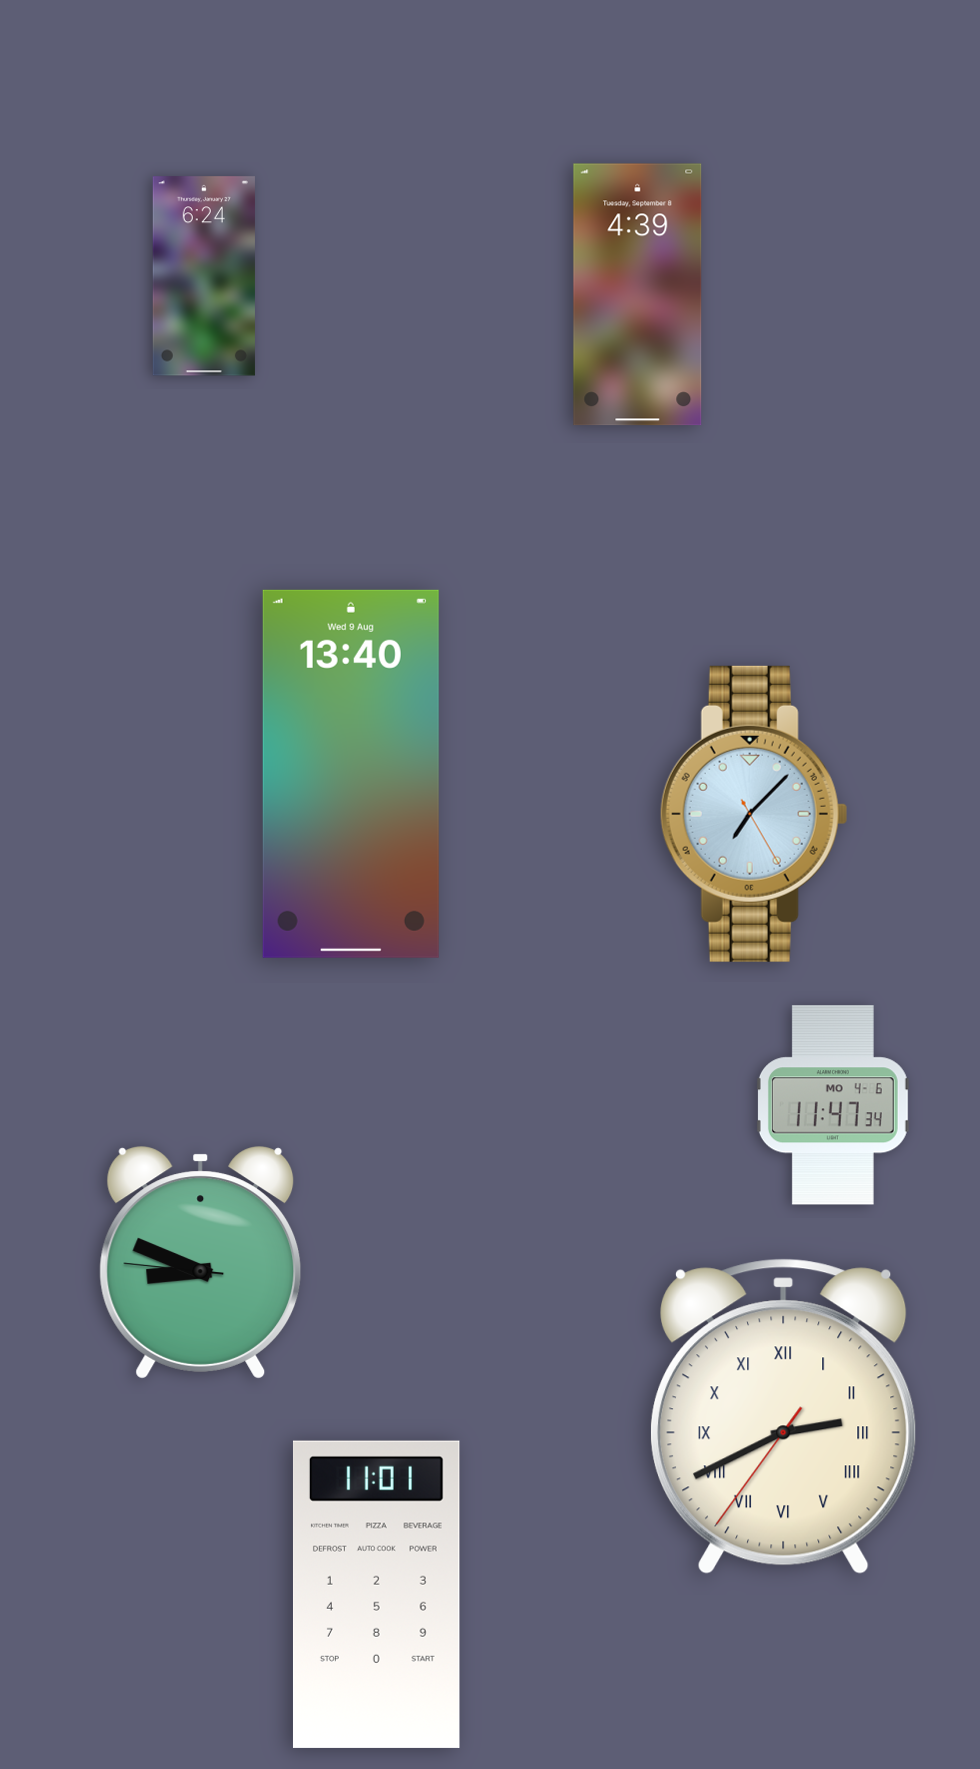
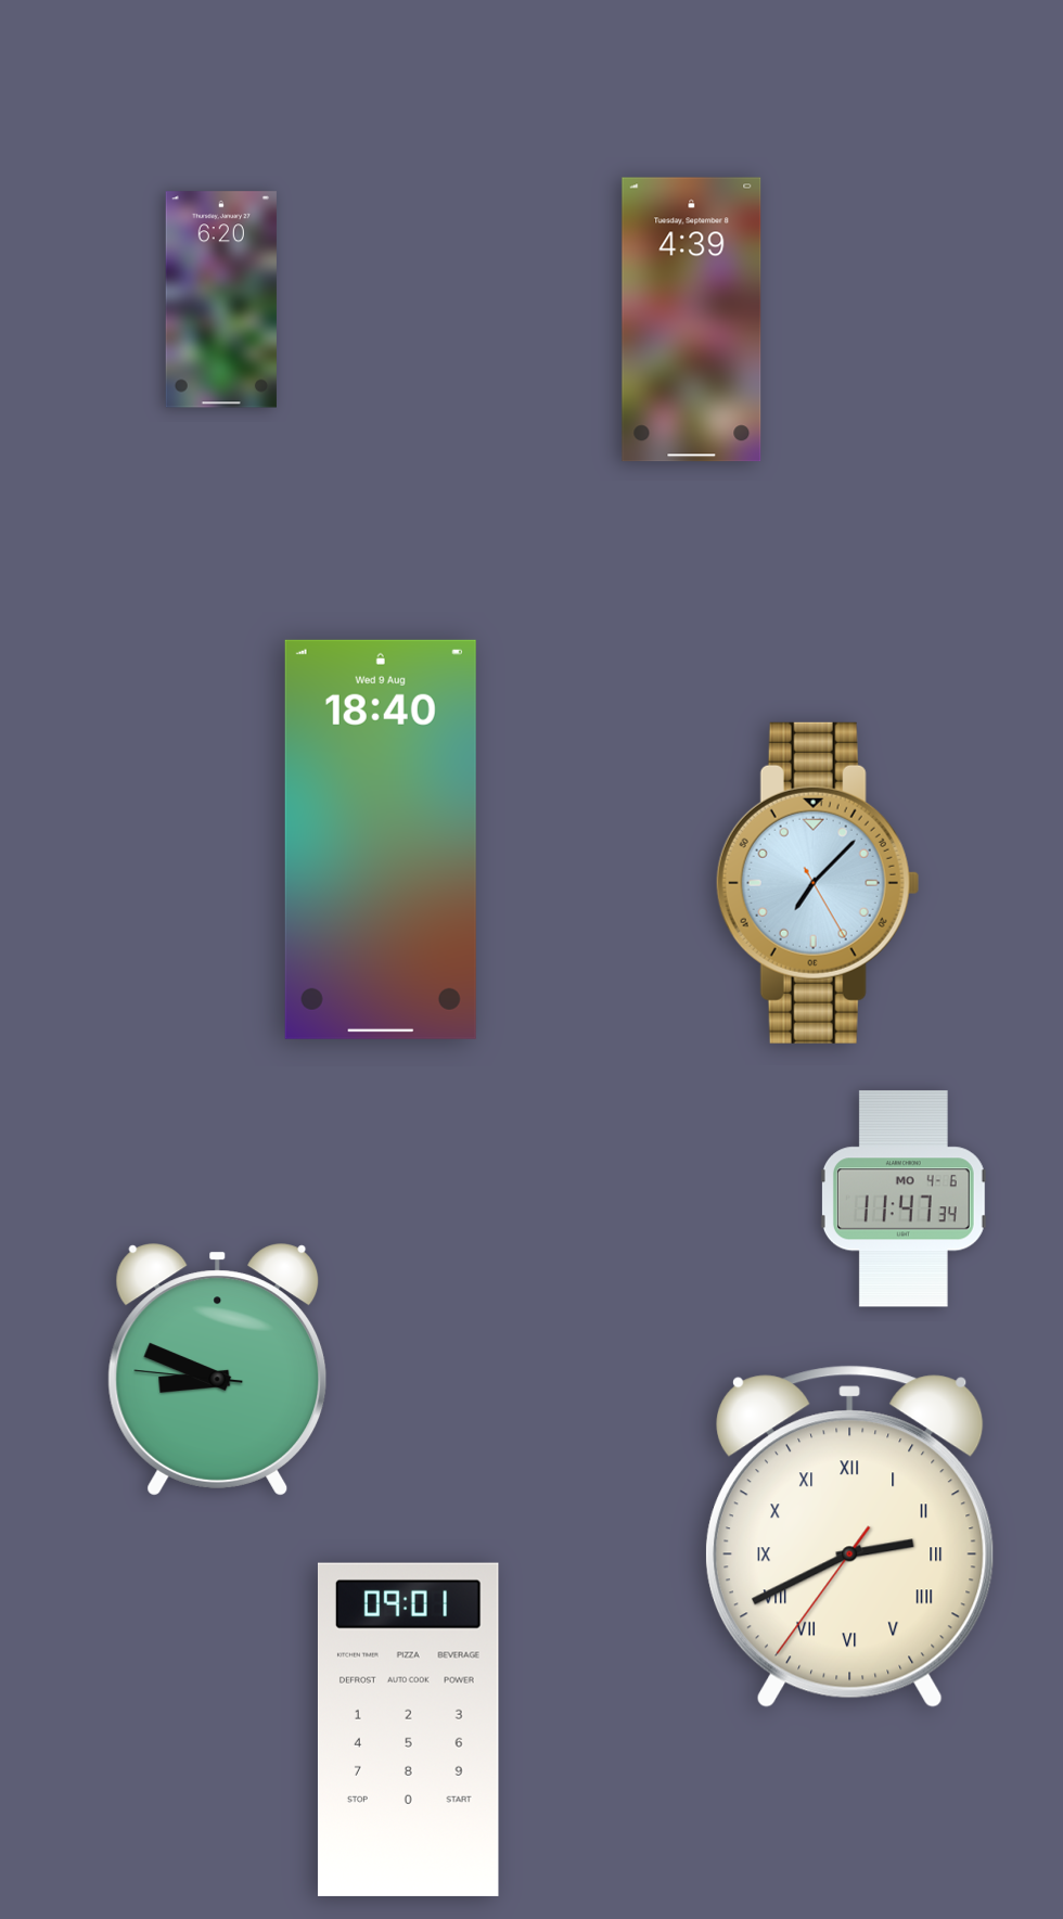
clock at (204, 276): 6:24 -> 6:20
clock at (351, 774): 13:40 -> 18:40
clock at (376, 1594): 11:01 -> 09:01
